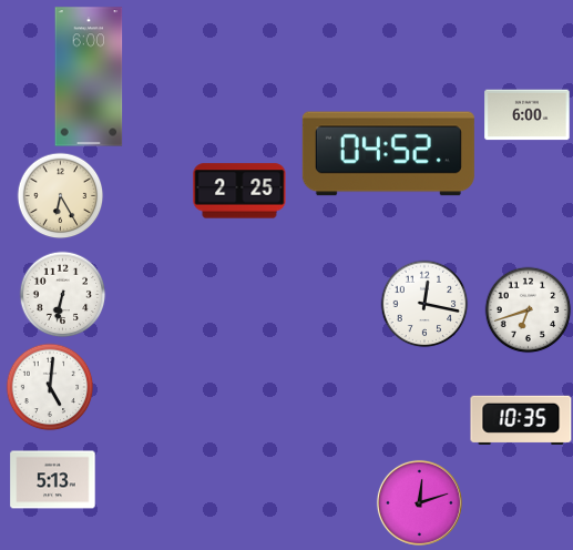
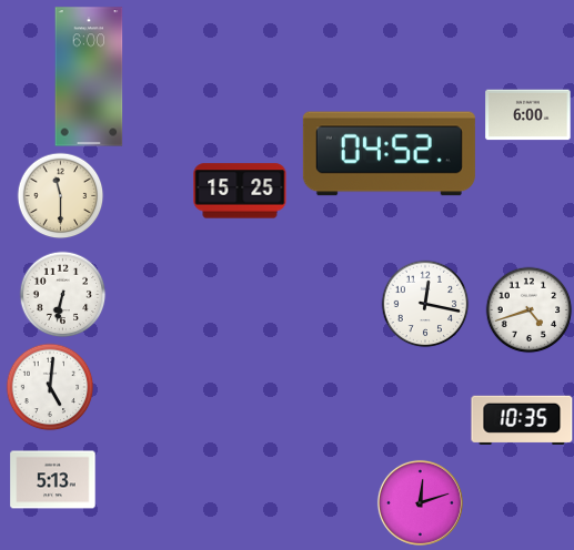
clock at (239, 191): 2:25 -> 15:25
clock at (60, 195): 6:25 -> 11:30
clock at (528, 309): 6:42 -> 4:42
